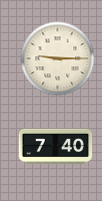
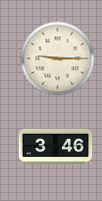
clock at (56, 146): 7:40 -> 3:46
